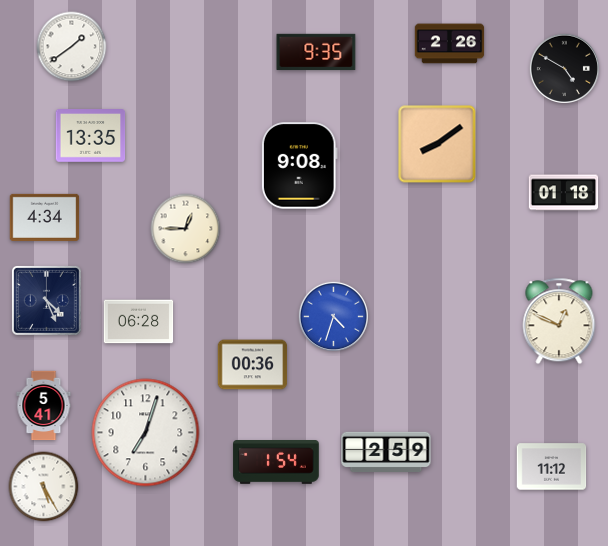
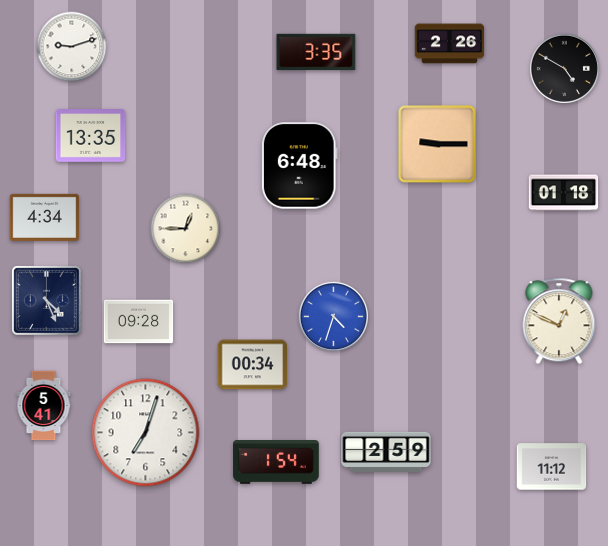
clock at (72, 47): 1:39 -> 9:12
clock at (316, 52): 9:35 -> 3:35
clock at (437, 144): 8:09 -> 9:15
clock at (299, 166): 9:08 -> 6:48
clock at (139, 322): 06:28 -> 09:28
clock at (253, 365): 00:36 -> 00:34
clock at (44, 487): 5:25 -> none
